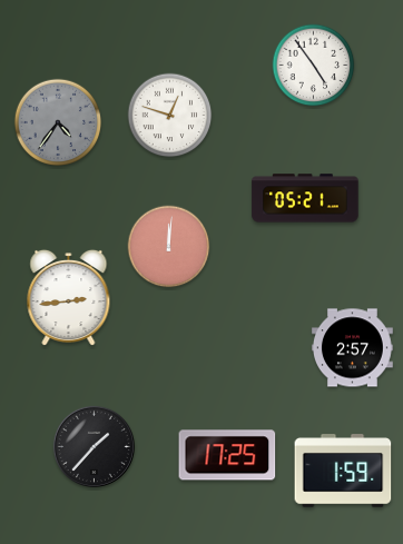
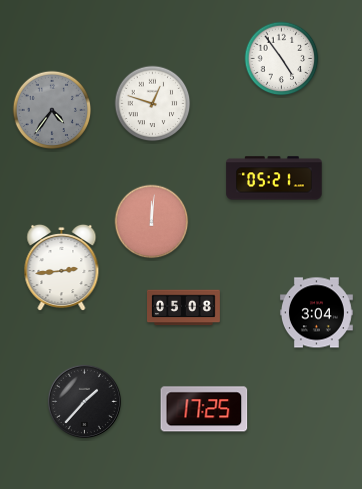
clock at (184, 308): none -> 05:08
clock at (352, 348): 2:57 -> 3:04
clock at (343, 471): 1:59 -> none
